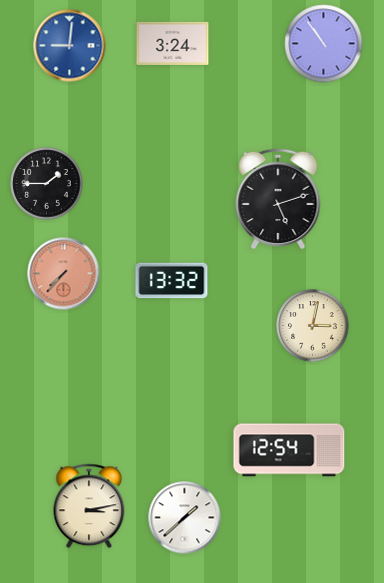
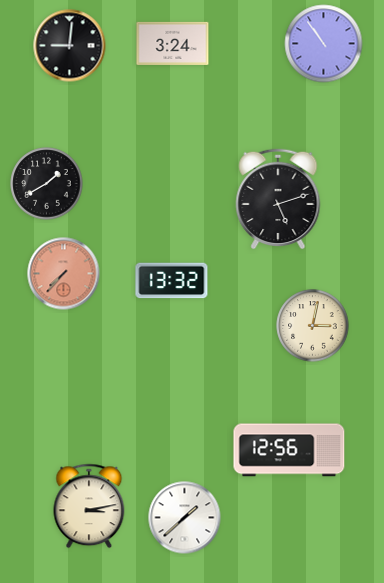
clock at (70, 46) dial: blue -> black
clock at (47, 184): 1:45 -> 1:40
clock at (289, 450): 12:54 -> 12:56
